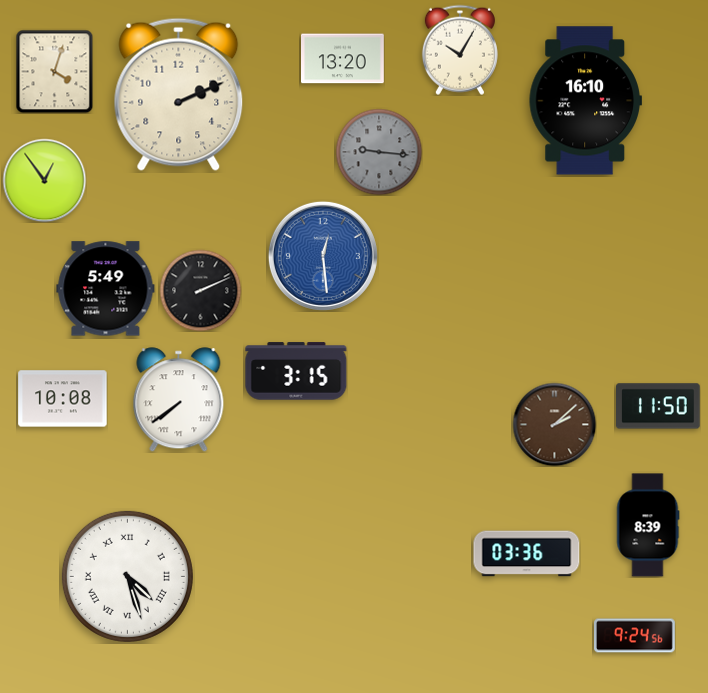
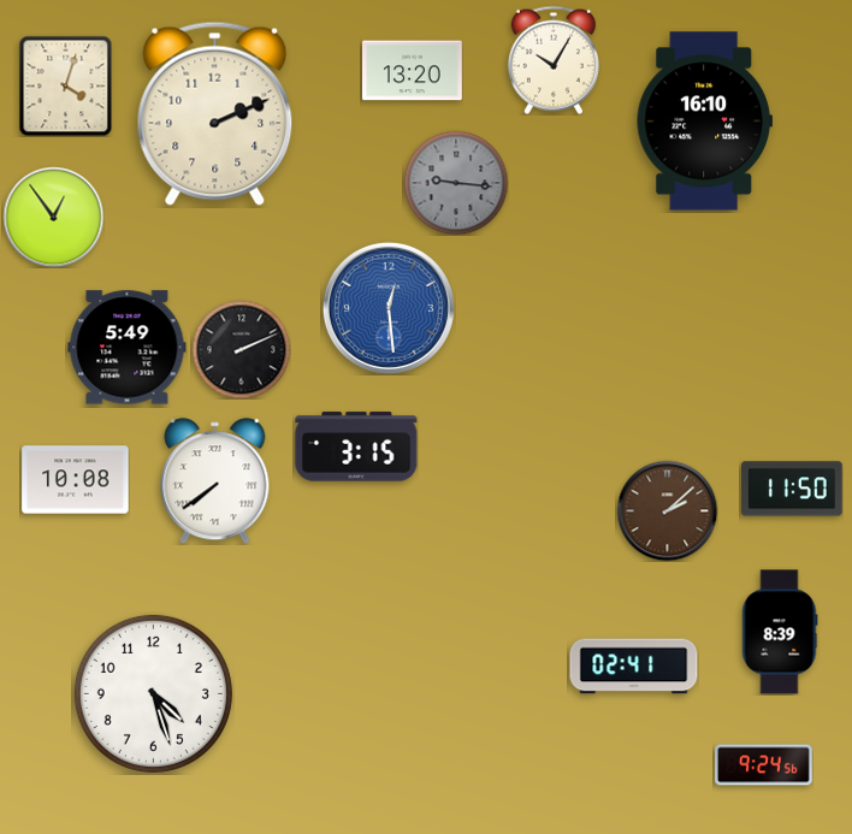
clock at (527, 554): 03:36 -> 02:41
clock at (127, 576) numerals: Roman -> Arabic
